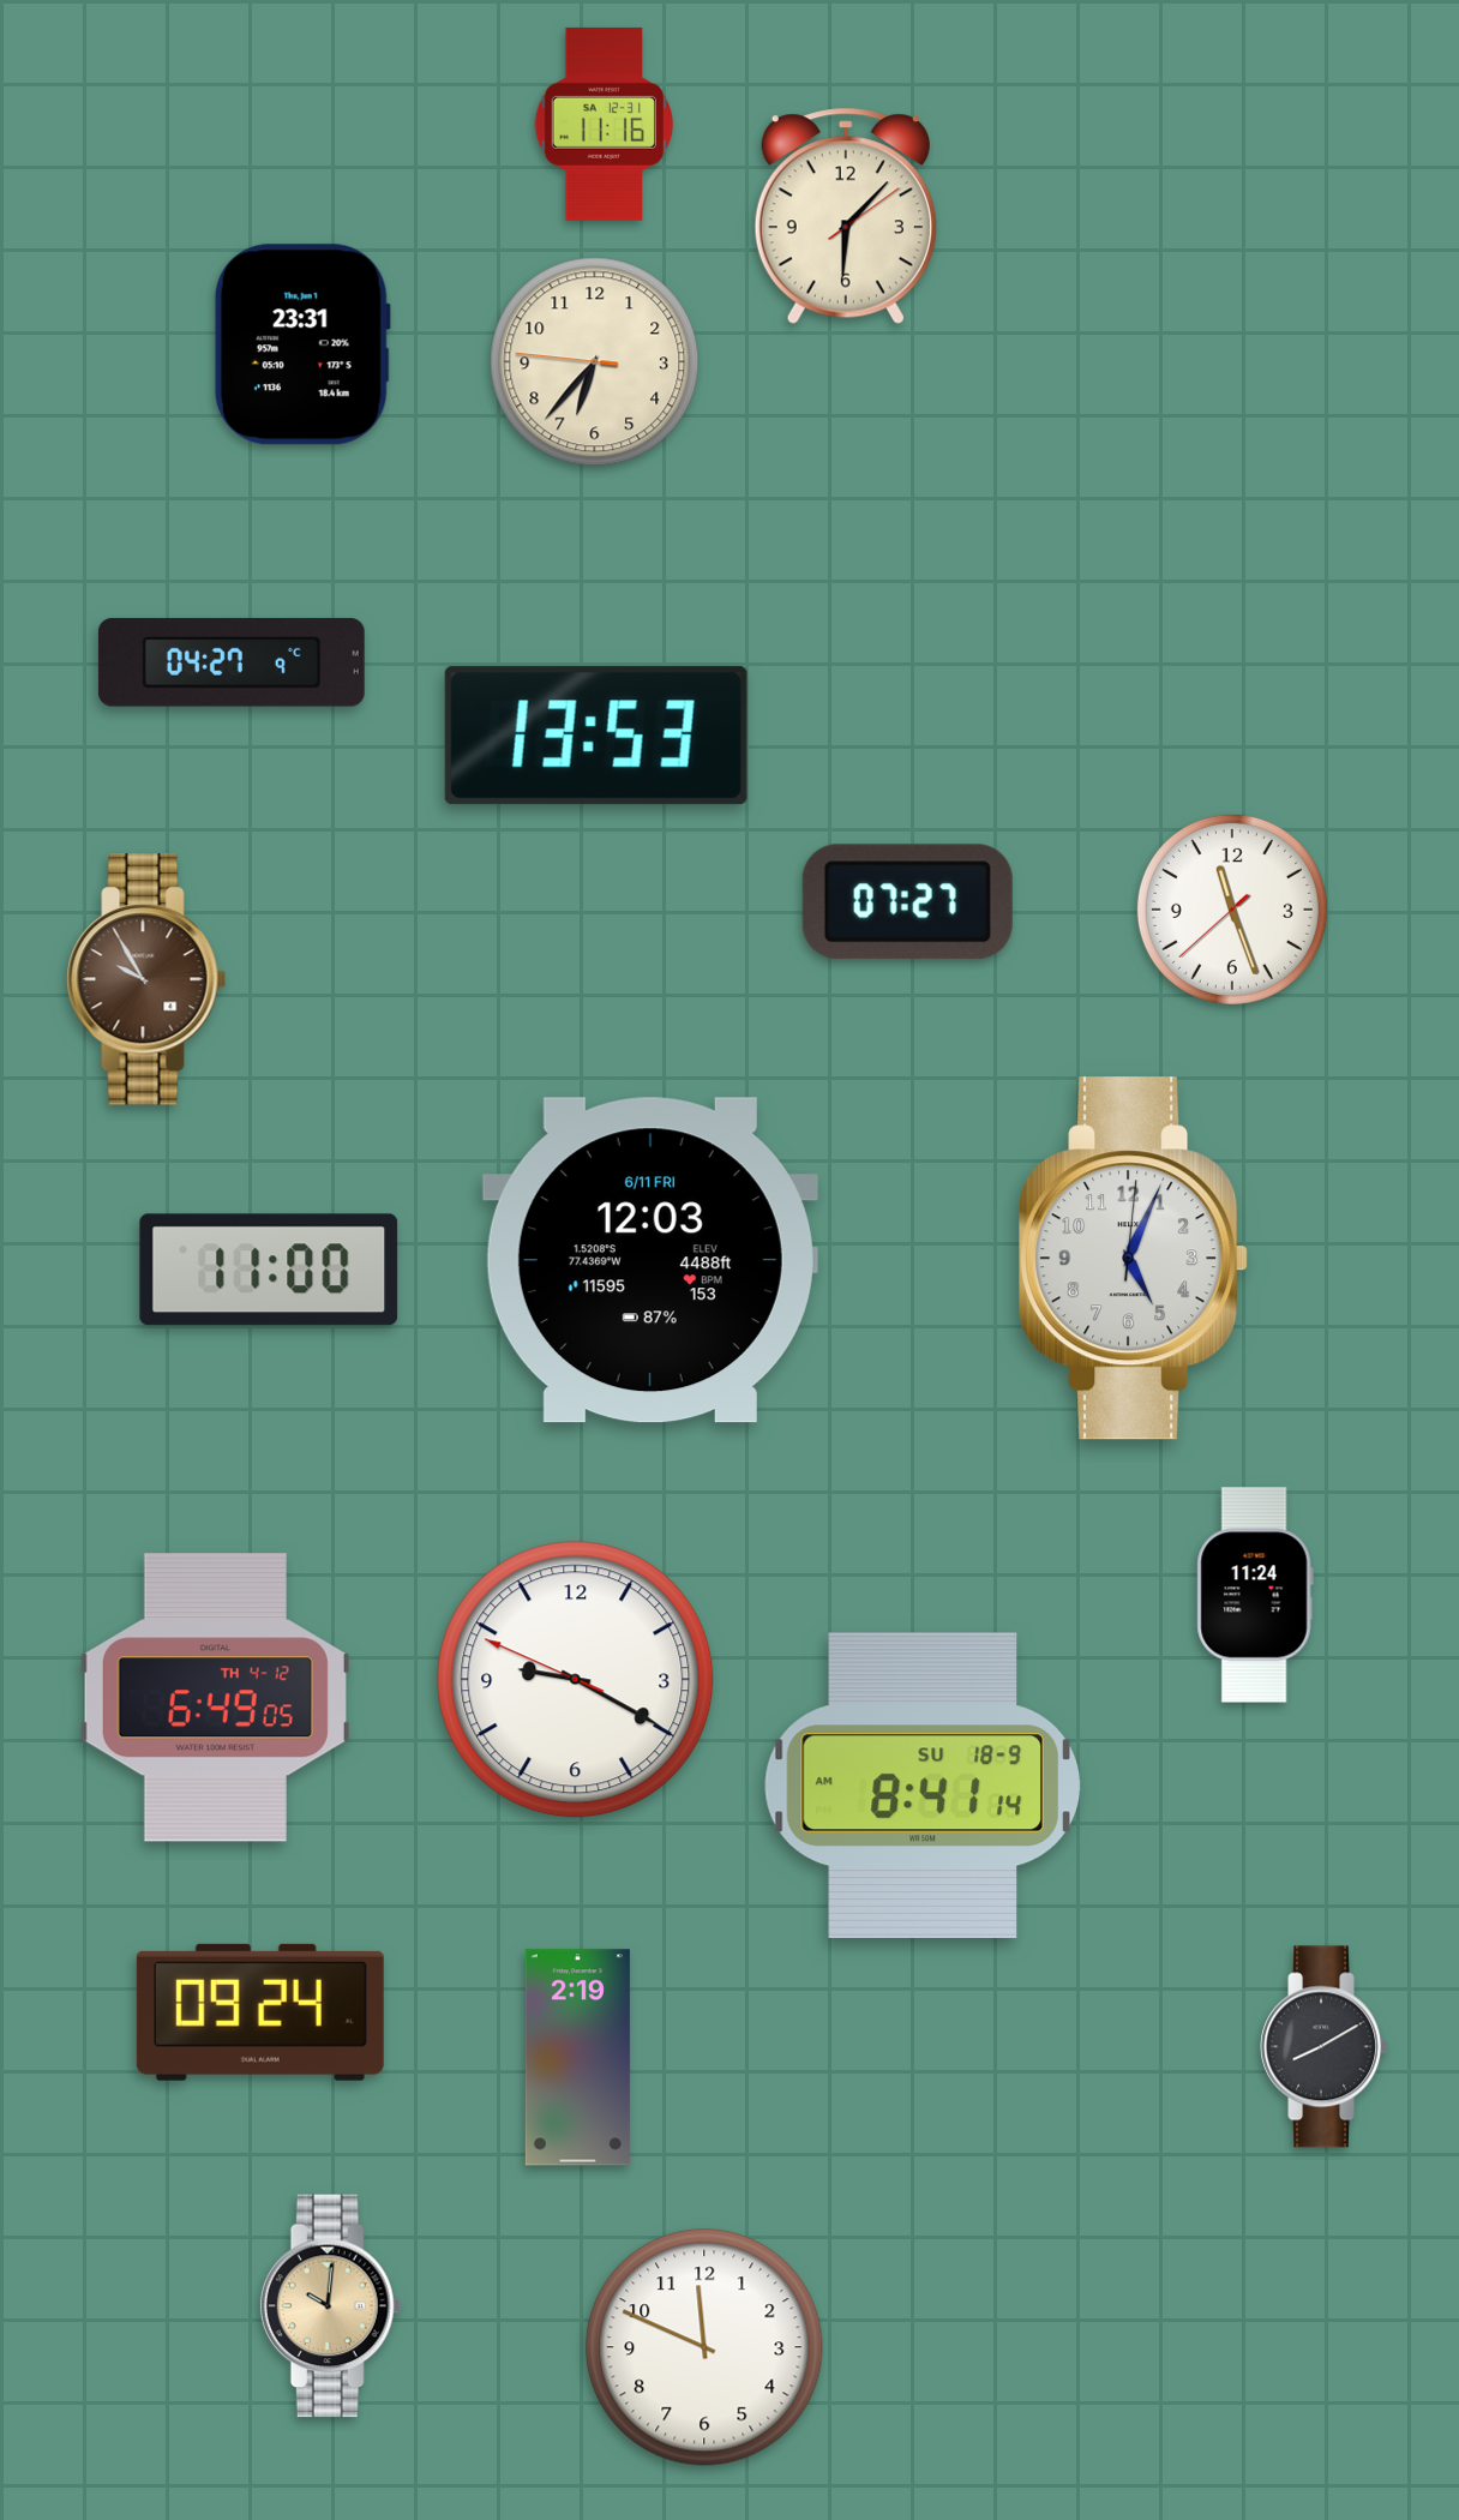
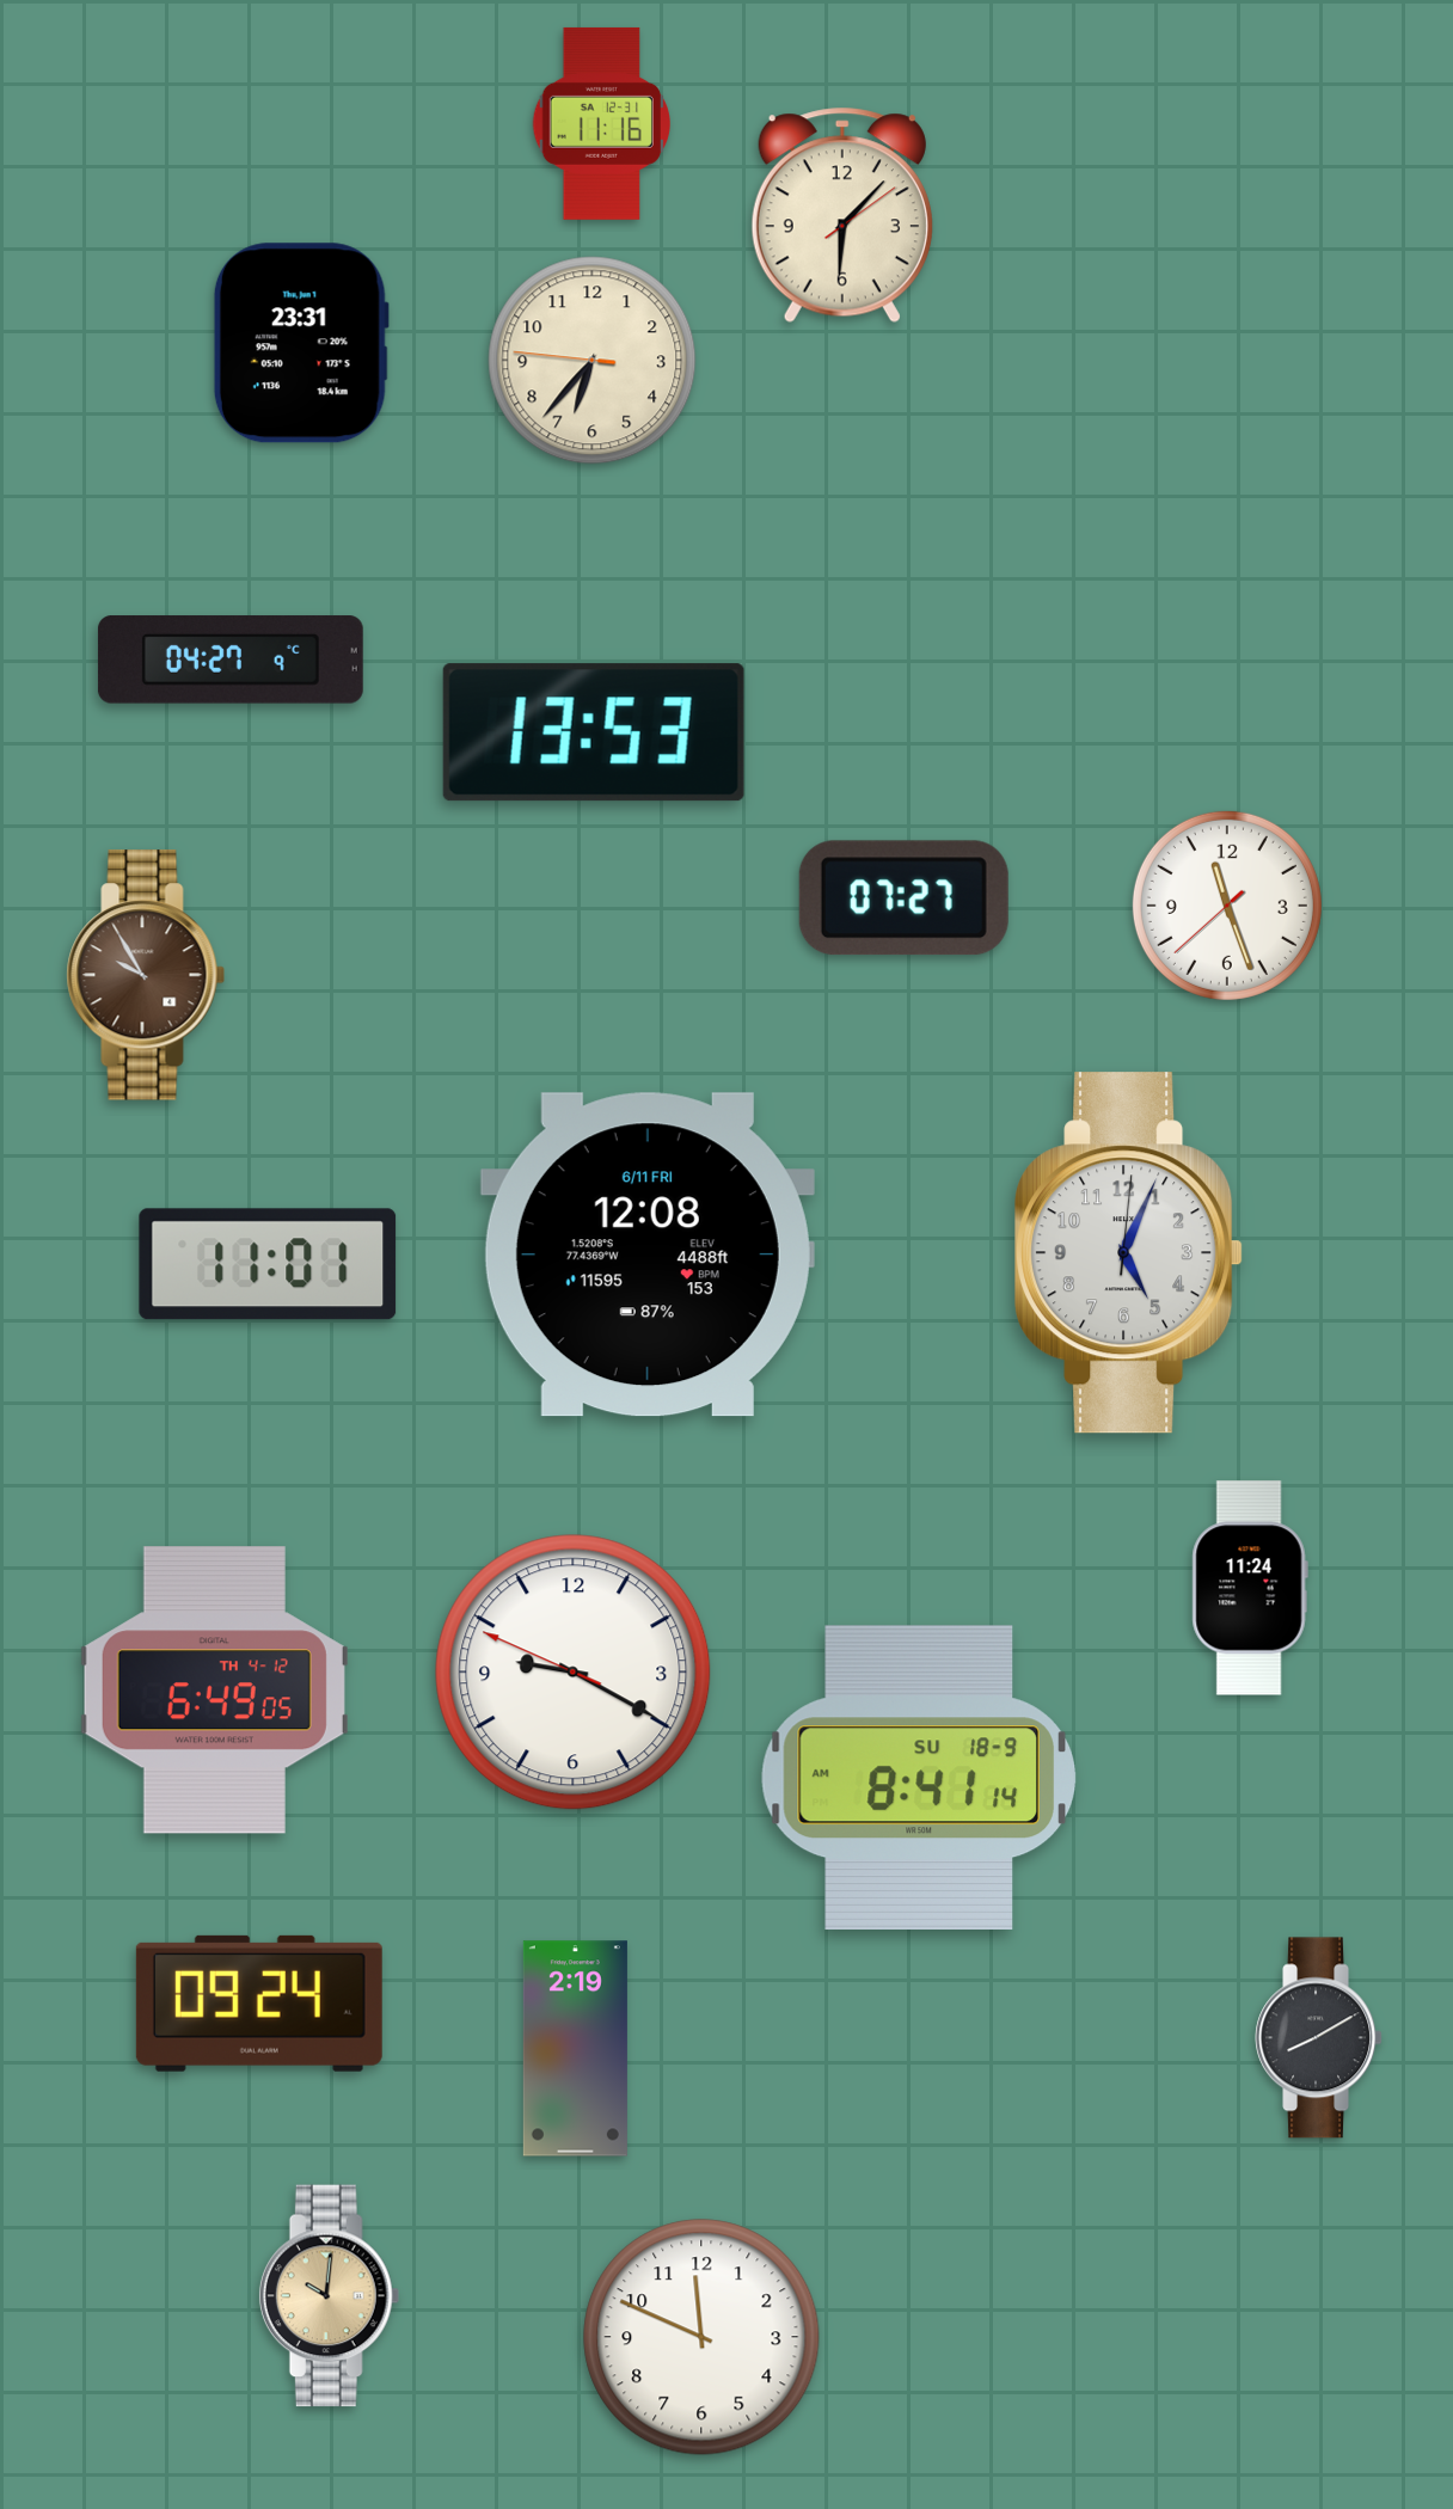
clock at (650, 1260): 12:03 -> 12:08
clock at (269, 1270): 11:00 -> 11:01
